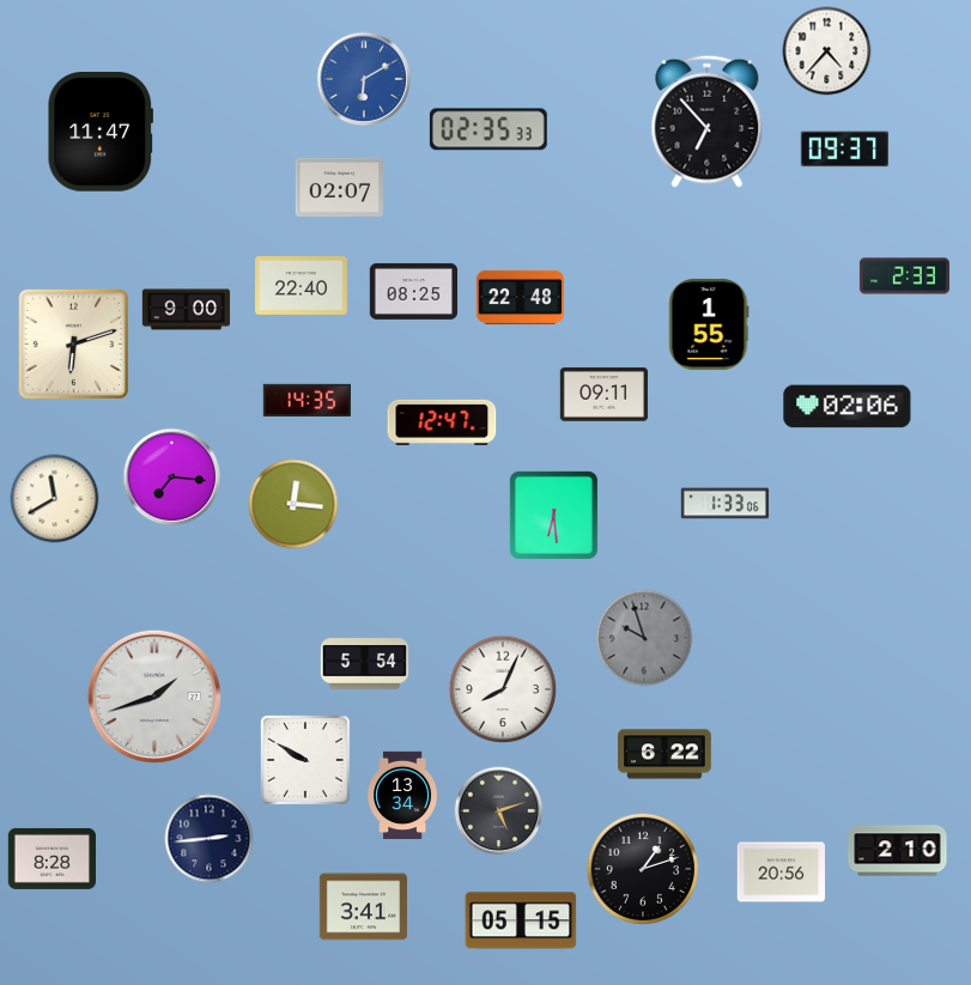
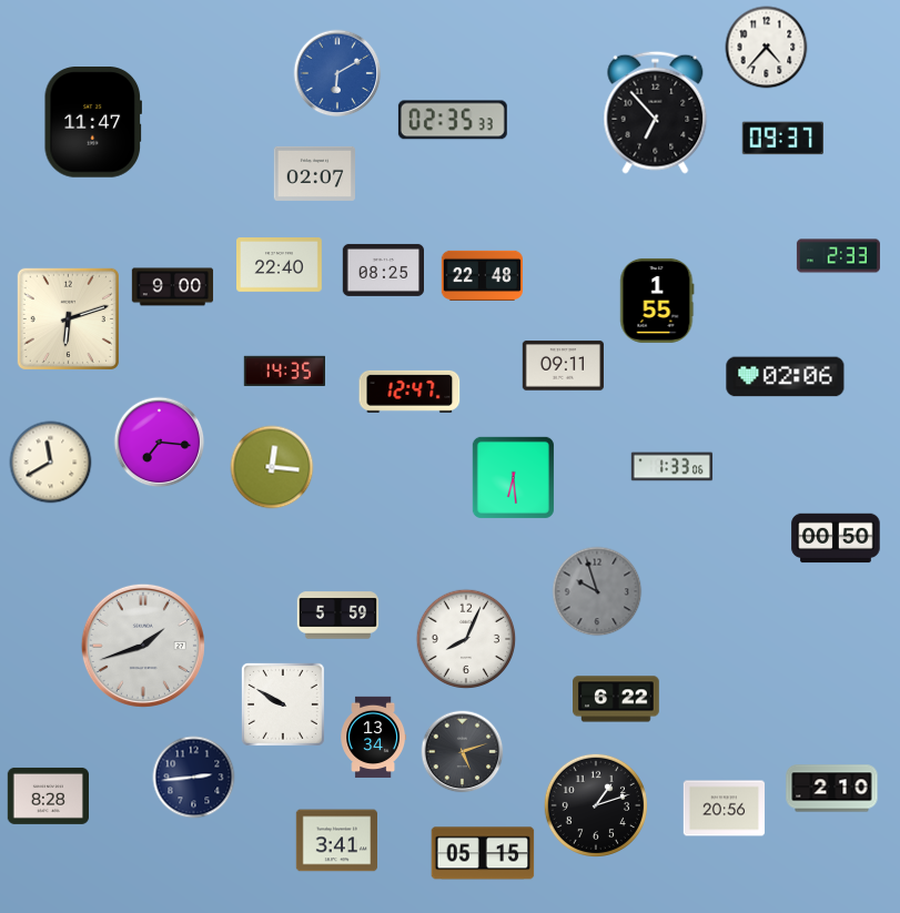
clock at (603, 395) position: (603, 395) -> (563, 366)
clock at (836, 538): none -> 00:50
clock at (365, 664): 5:54 -> 5:59
